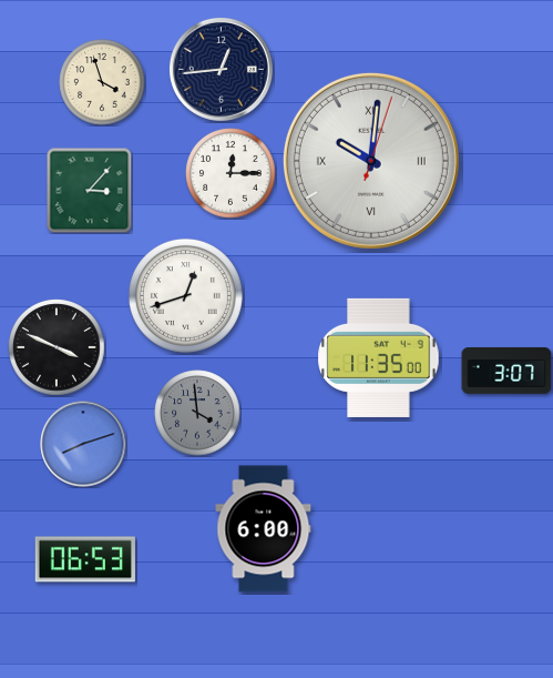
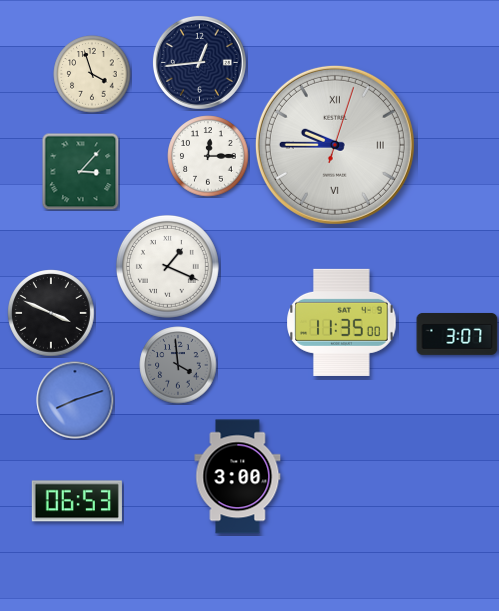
clock at (371, 161): 10:01 -> 9:45
clock at (185, 295): 12:42 -> 1:19
clock at (197, 413) position: (197, 413) -> (178, 365)
clock at (264, 529): 6:00 -> 3:00
clock at (85, 559) position: (85, 559) -> (77, 501)
